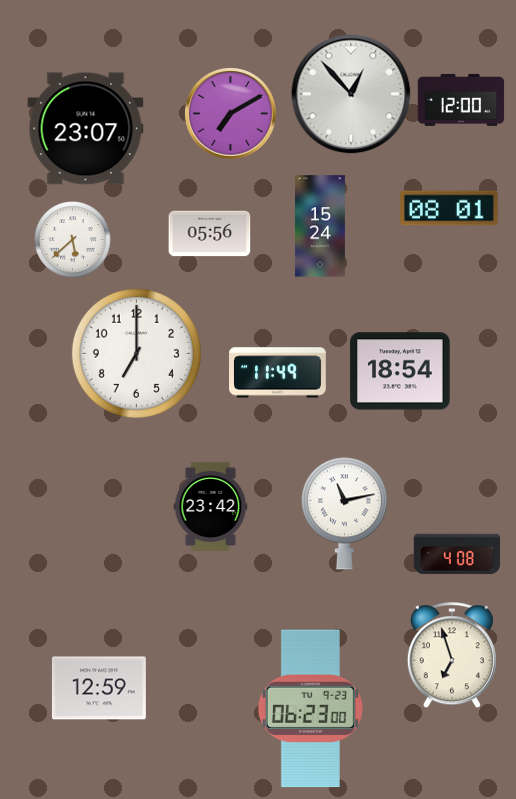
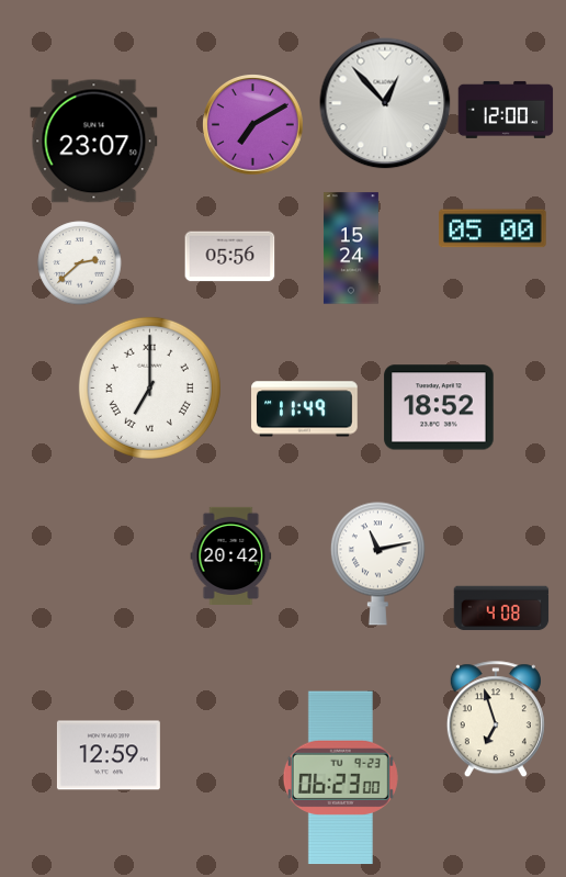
clock at (449, 208): 08:01 -> 05:00
clock at (73, 240): 5:38 -> 2:38
clock at (136, 353) numerals: Arabic -> Roman
clock at (400, 371): 18:54 -> 18:52
clock at (211, 506): 23:42 -> 20:42
